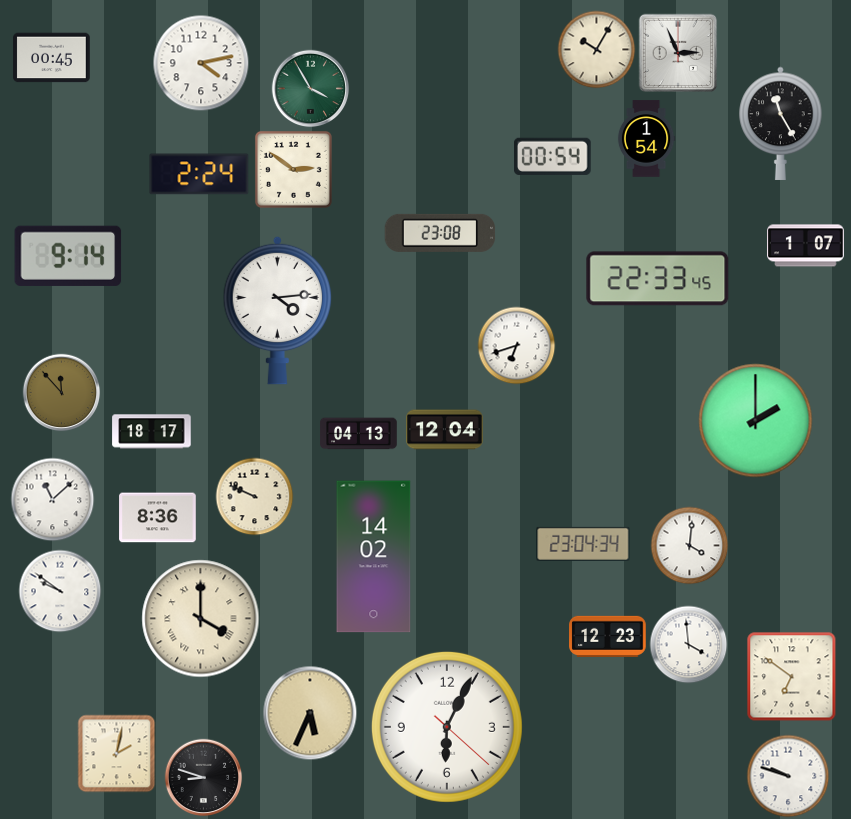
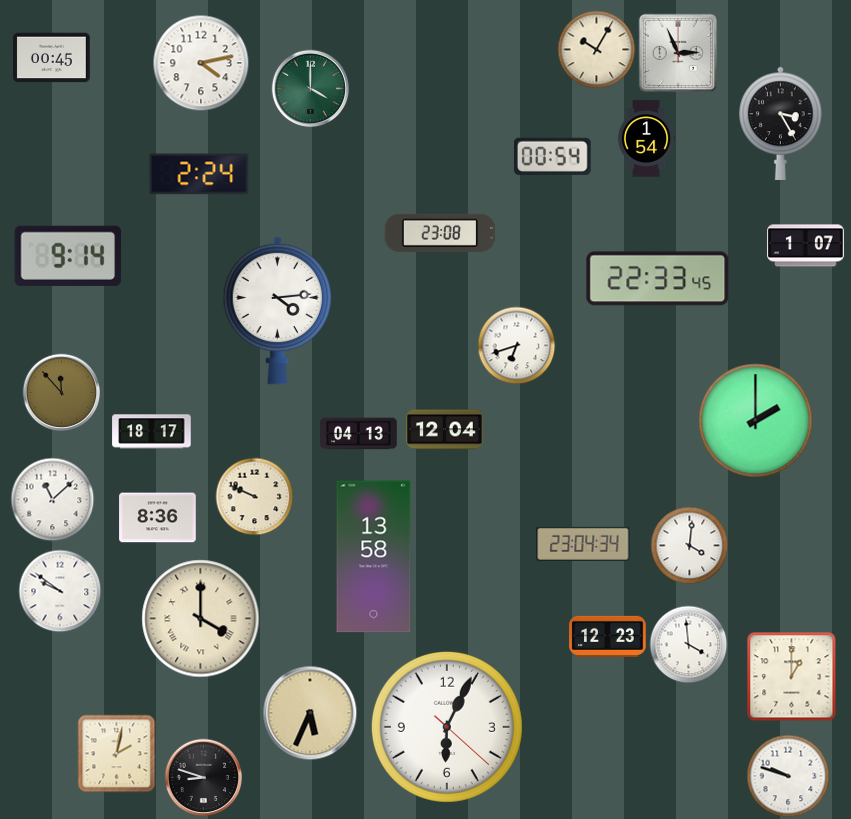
clock at (310, 88): 3:55 -> 4:00
clock at (781, 123): 11:25 -> 3:25
clock at (293, 169): 2:51 -> none
clock at (374, 557): 14:02 -> 13:58
clock at (791, 676): 6:51 -> 1:00
